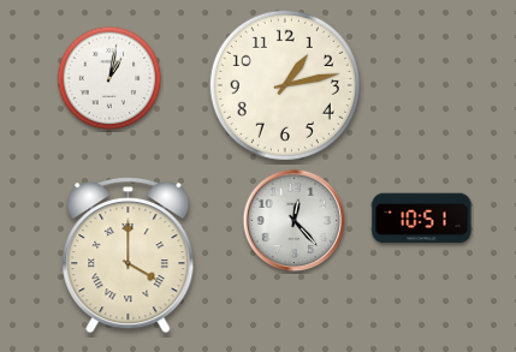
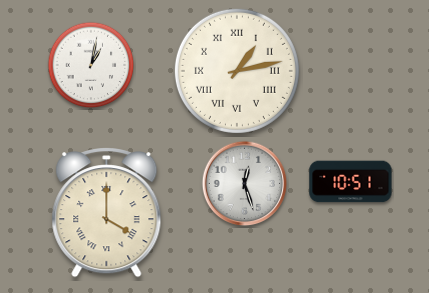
clock at (285, 85) numerals: Arabic -> Roman
clock at (295, 221): 12:23 -> 12:27
